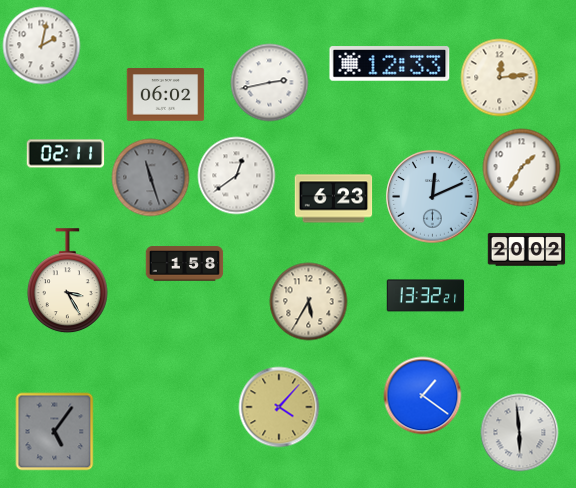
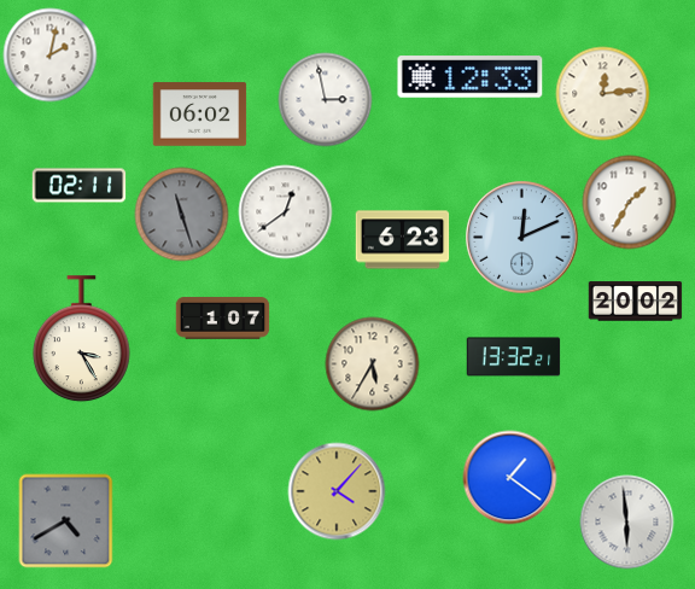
clock at (269, 82): 2:43 -> 2:58
clock at (184, 264): 1:58 -> 1:07
clock at (54, 431): 5:06 -> 4:40
